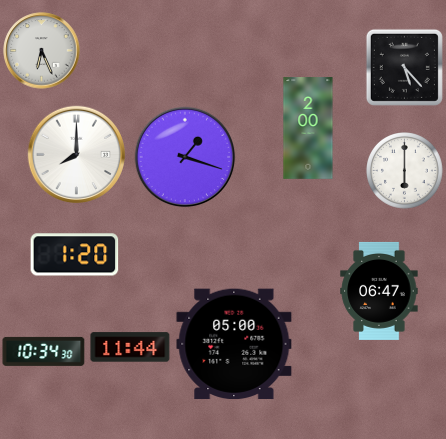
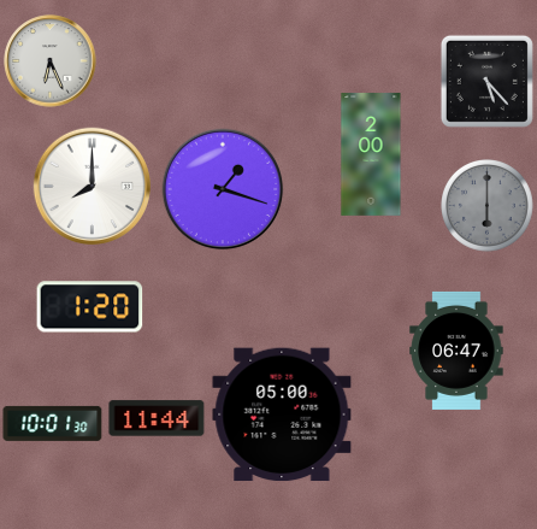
clock at (405, 171) dial: white -> grey
clock at (44, 351): 10:34 -> 10:01
